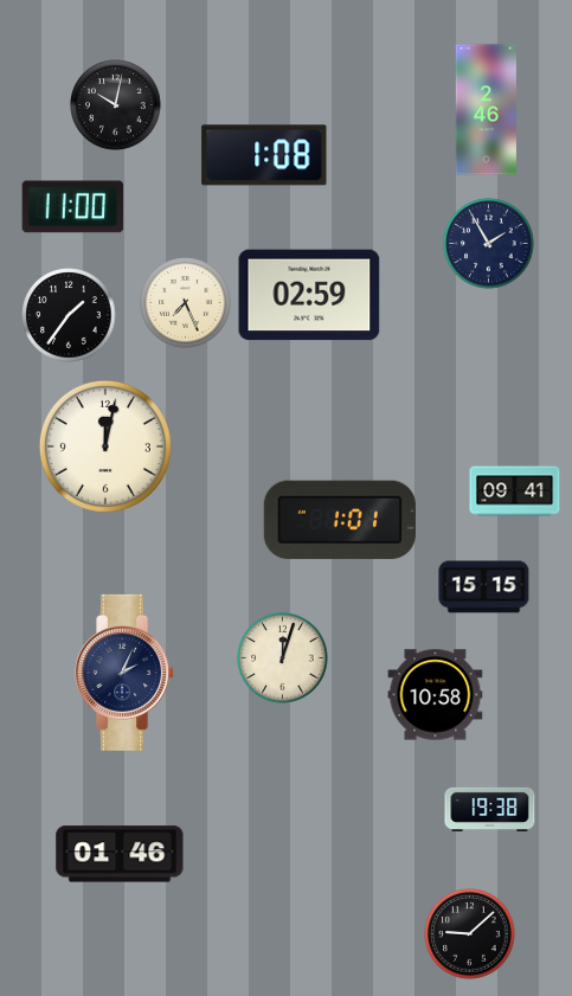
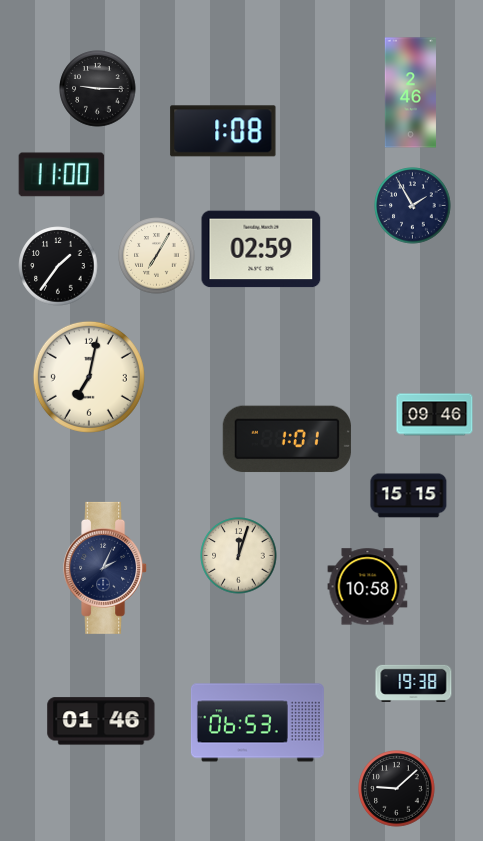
clock at (116, 105): 10:02 -> 9:15
clock at (186, 303): 7:26 -> 7:05
clock at (105, 446): 12:02 -> 7:02
clock at (515, 491): 09:41 -> 09:46
clock at (257, 723): none -> 06:53
